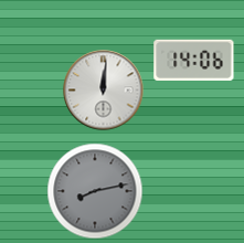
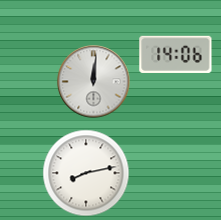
clock at (95, 191) dial: grey -> white
